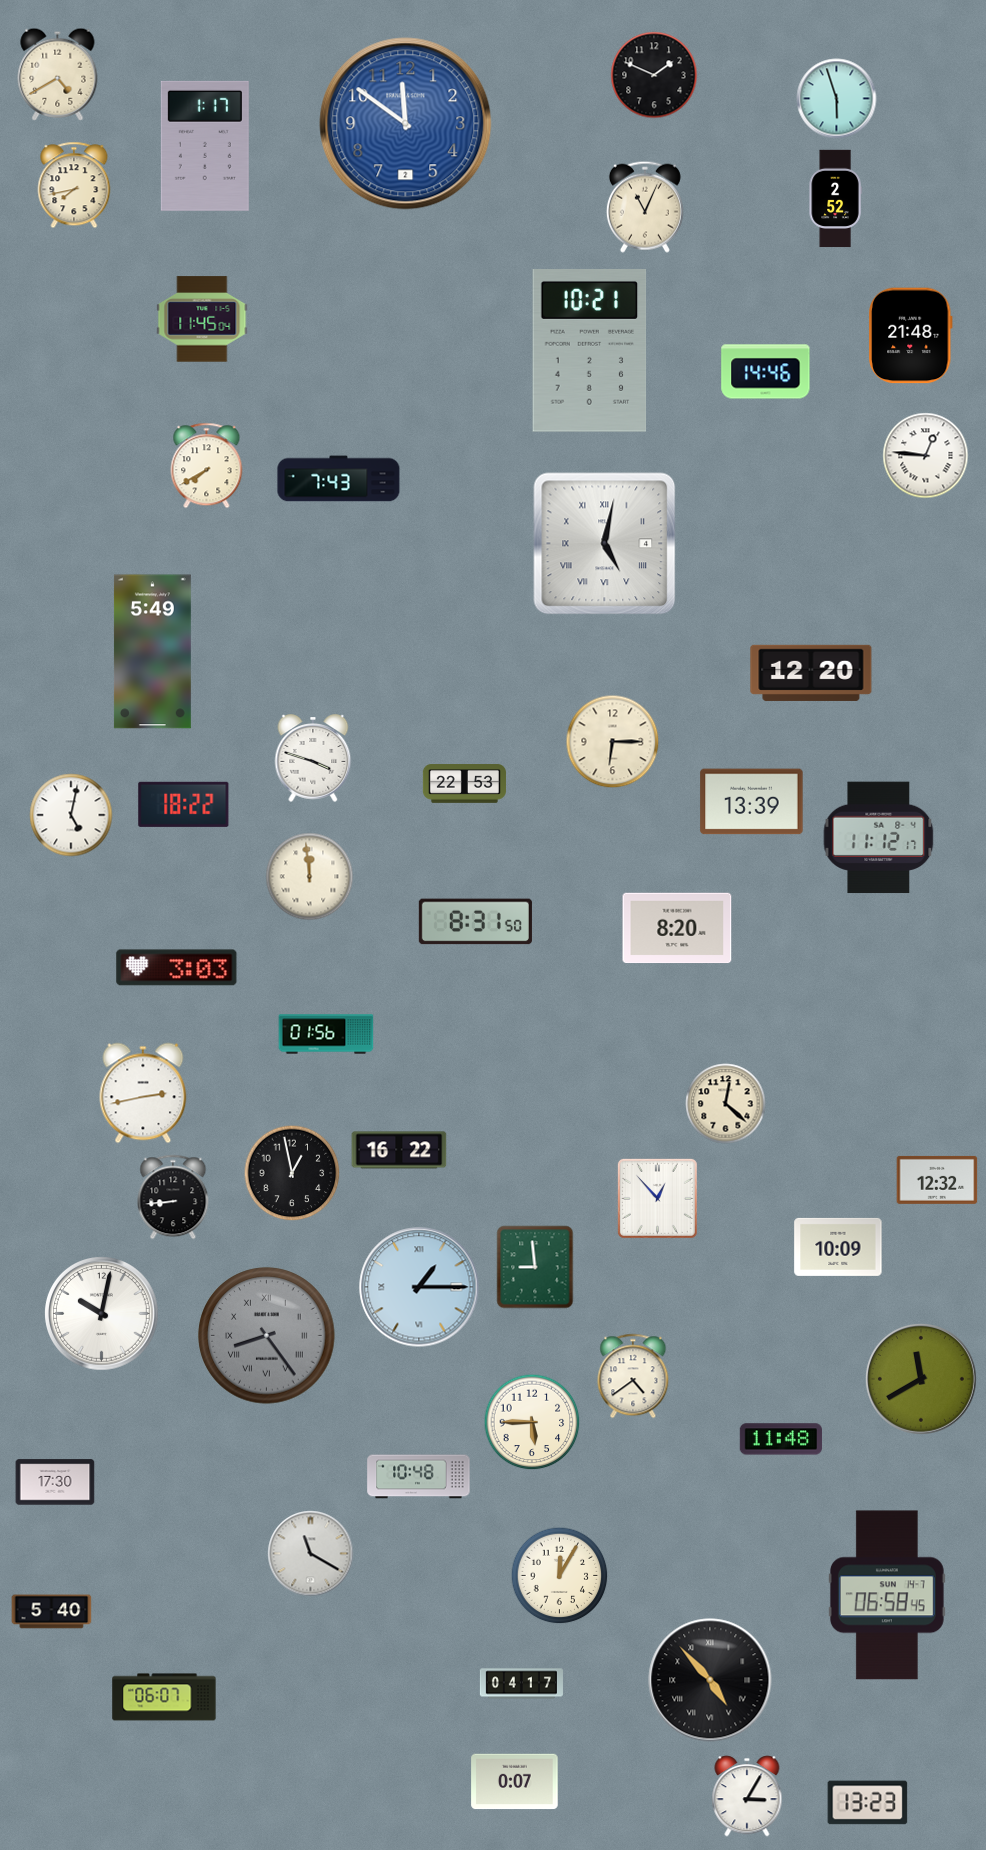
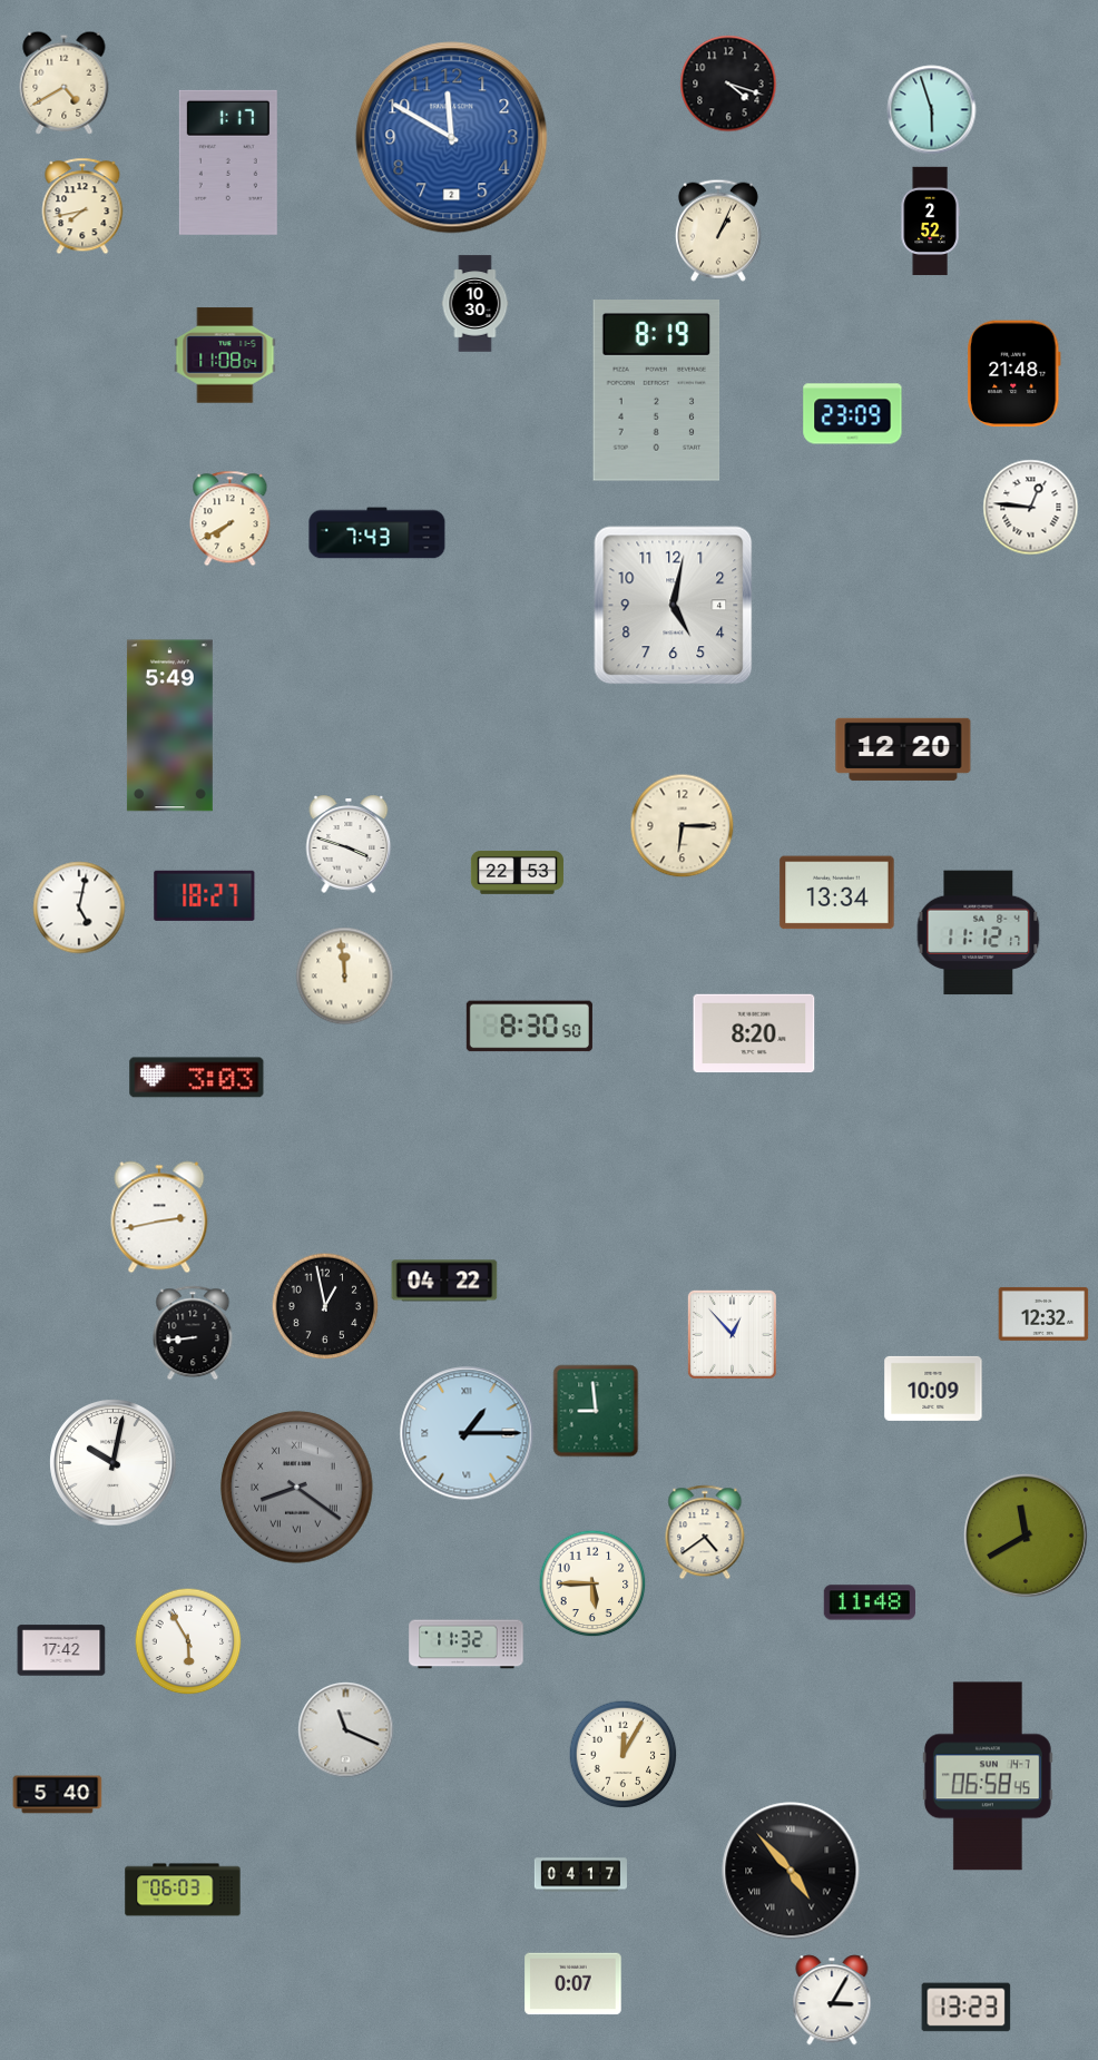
clock at (654, 75): 1:49 -> 4:18
clock at (406, 124): 11:51 -> 11:50
clock at (645, 207): 11:04 -> 1:04
clock at (476, 304): none -> 10:30
clock at (202, 319): 11:45 -> 11:08
clock at (590, 351): 10:21 -> 8:19
clock at (766, 372): 14:46 -> 23:09
clock at (605, 544) numerals: Roman -> Arabic
clock at (752, 802): 13:39 -> 13:34
clock at (184, 804): 18:22 -> 18:27
clock at (475, 922): 8:31 -> 8:30
clock at (326, 1034): 01:56 -> none
clock at (726, 1104): 12:22 -> none
clock at (399, 1150): 16:22 -> 04:22
clock at (267, 1336): 8:24 -> 8:21
clock at (188, 1641): none -> 5:55
clock at (419, 1477): 10:48 -> 11:32
clock at (55, 1482): 17:30 -> 17:42
clock at (311, 1554): 11:20 -> 11:19
clock at (164, 1697): 06:07 -> 06:03
